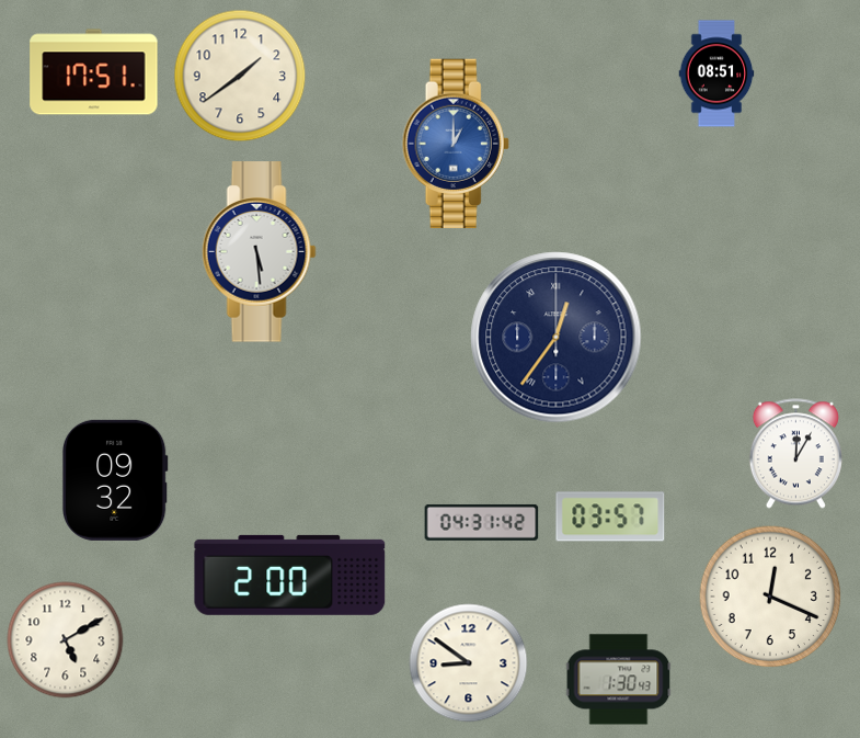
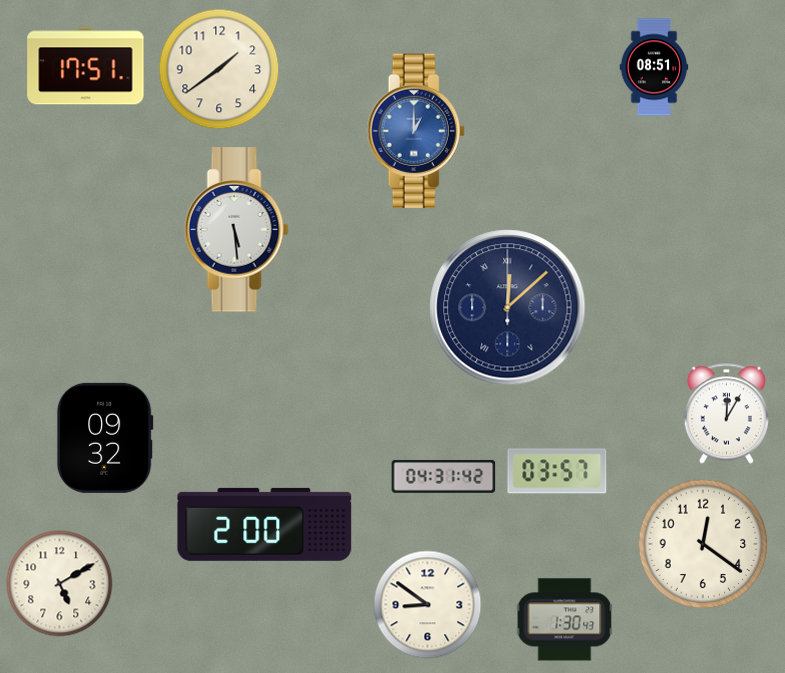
clock at (557, 338): 12:36 -> 12:08
clock at (482, 522) position: (482, 522) -> (444, 476)
clock at (770, 597): 12:19 -> 12:21
